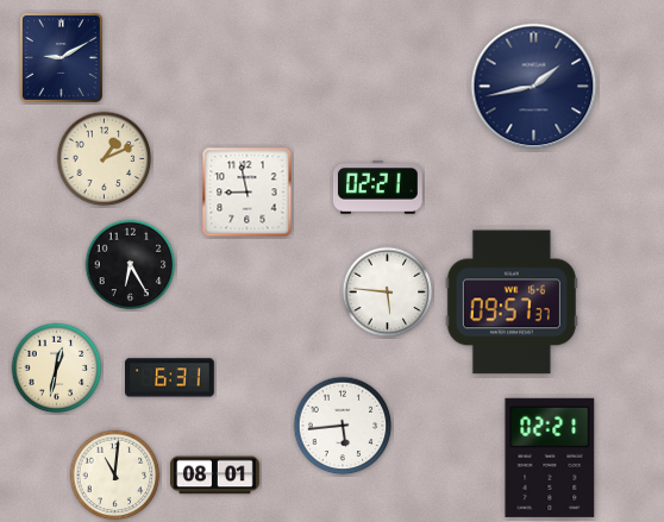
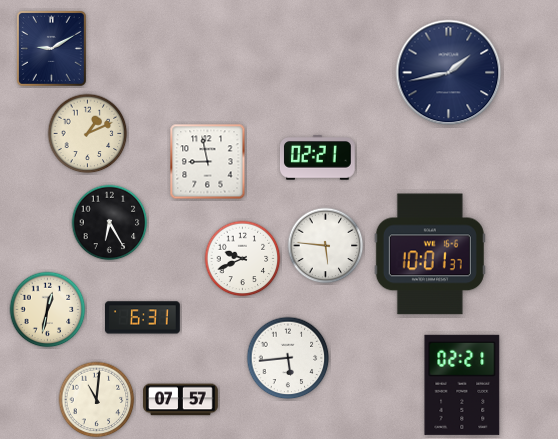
clock at (512, 302): 09:57 -> 10:01
clock at (243, 259): none -> 9:41
clock at (215, 476): 08:01 -> 07:57
